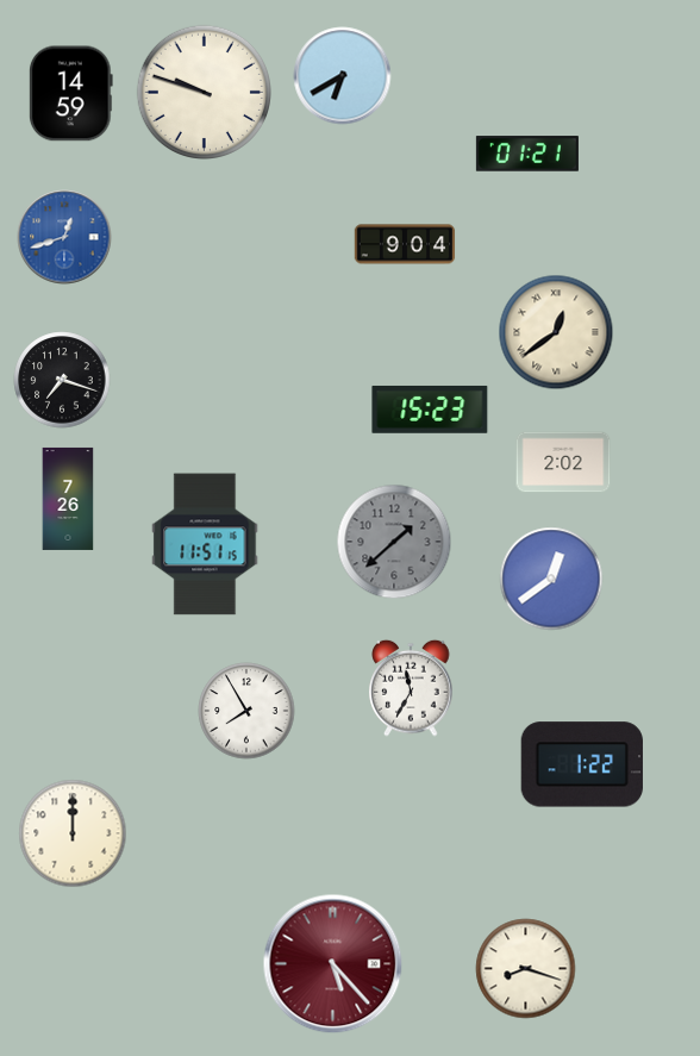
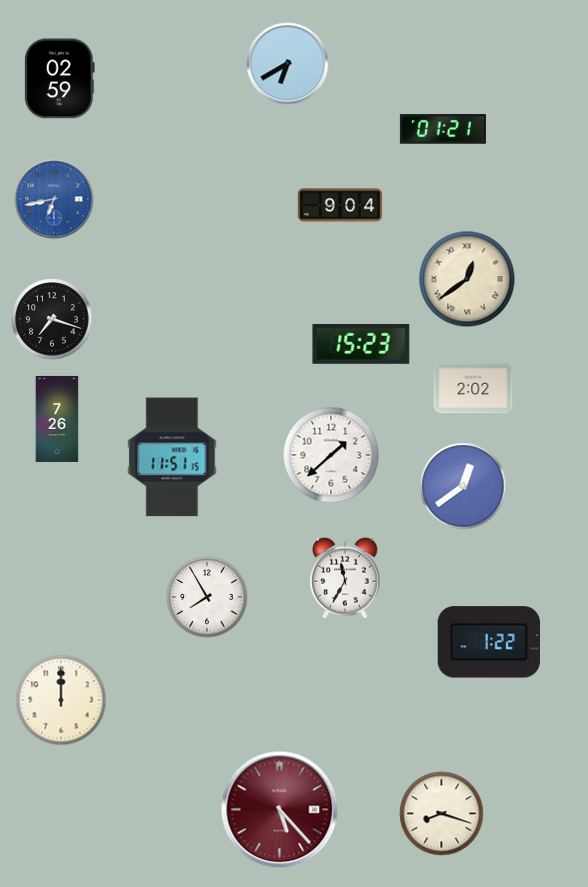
clock at (204, 92): 9:48 -> none
clock at (70, 94): 14:59 -> 02:59
clock at (64, 237): 12:42 -> 6:43
clock at (394, 542) dial: grey -> white
